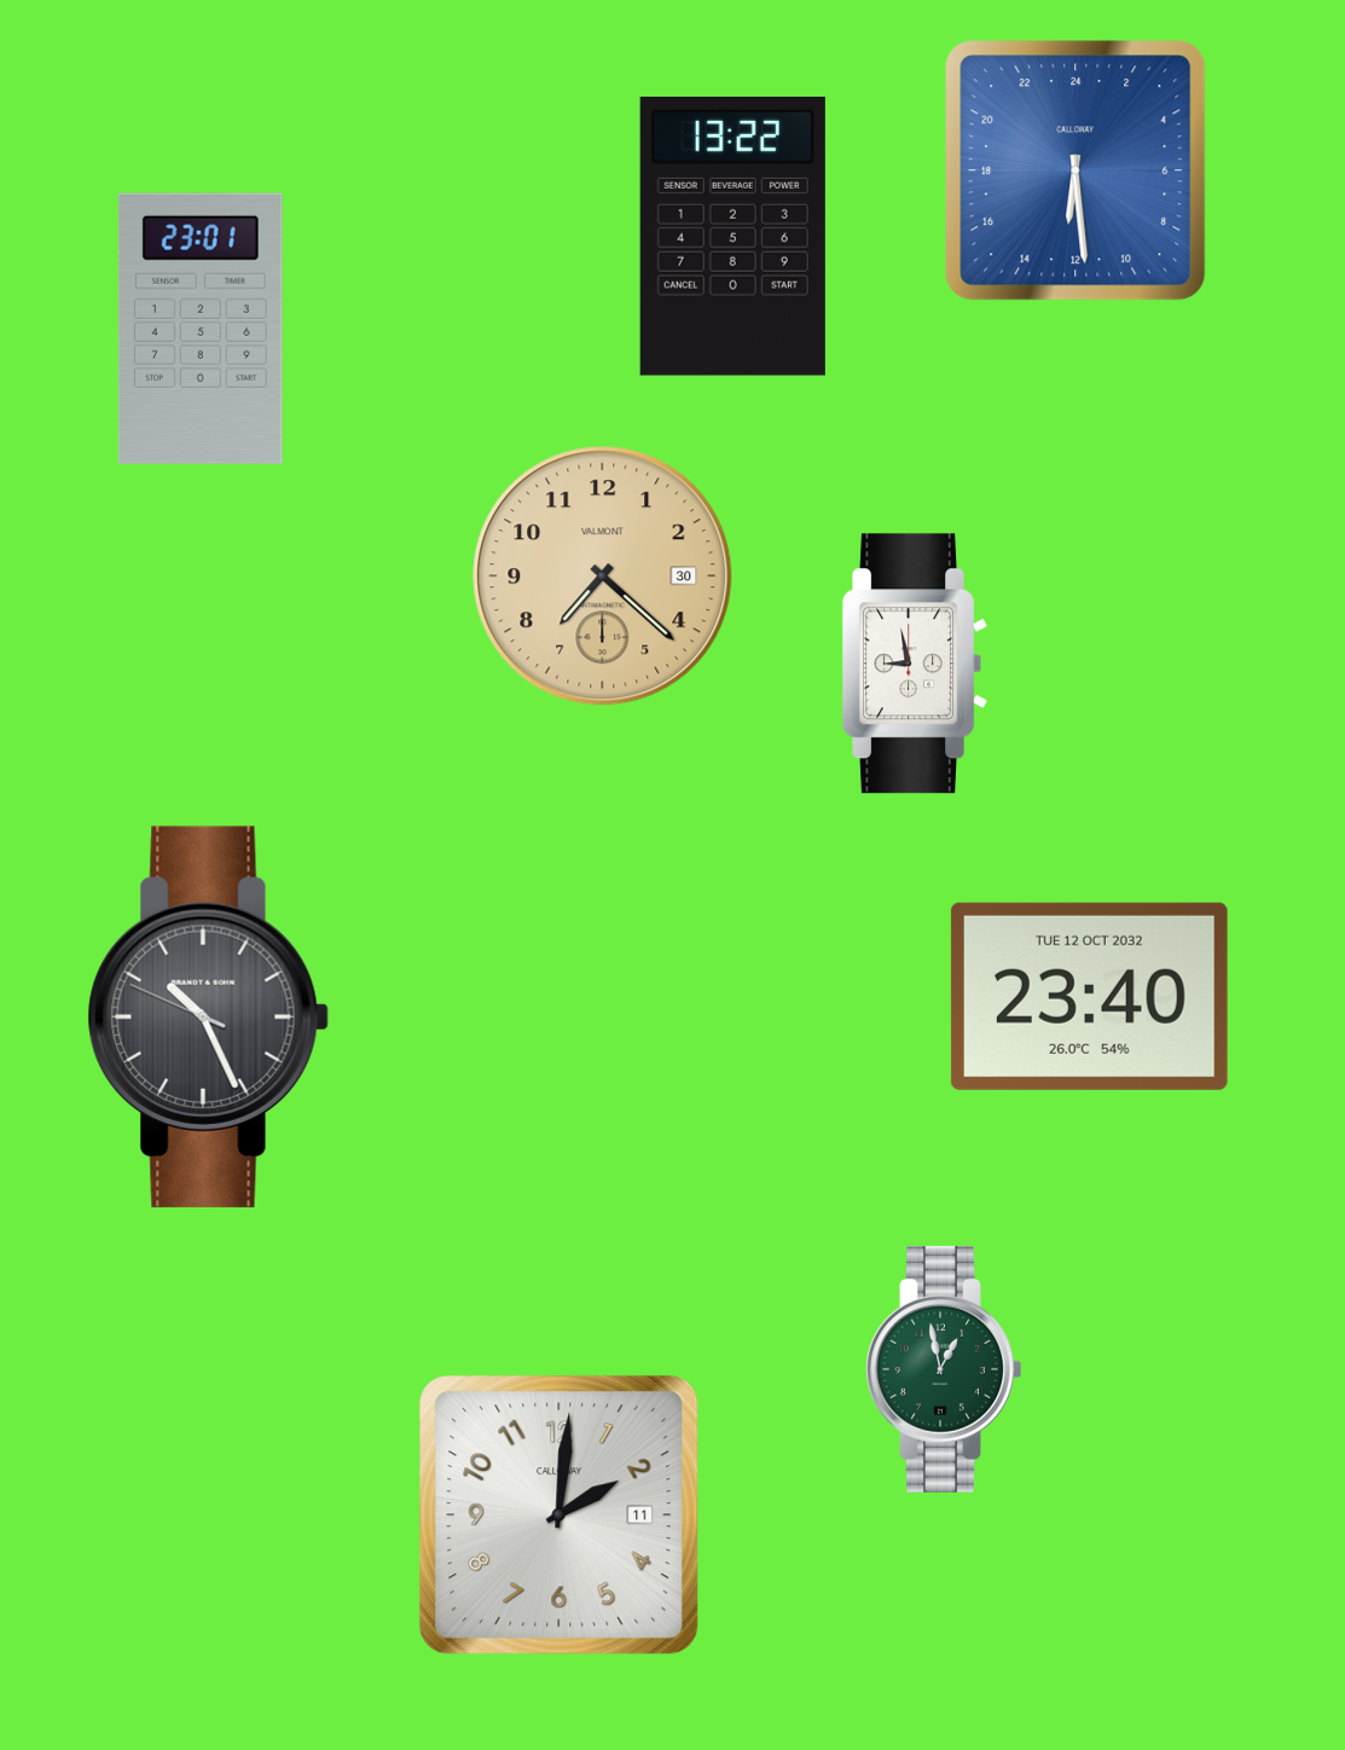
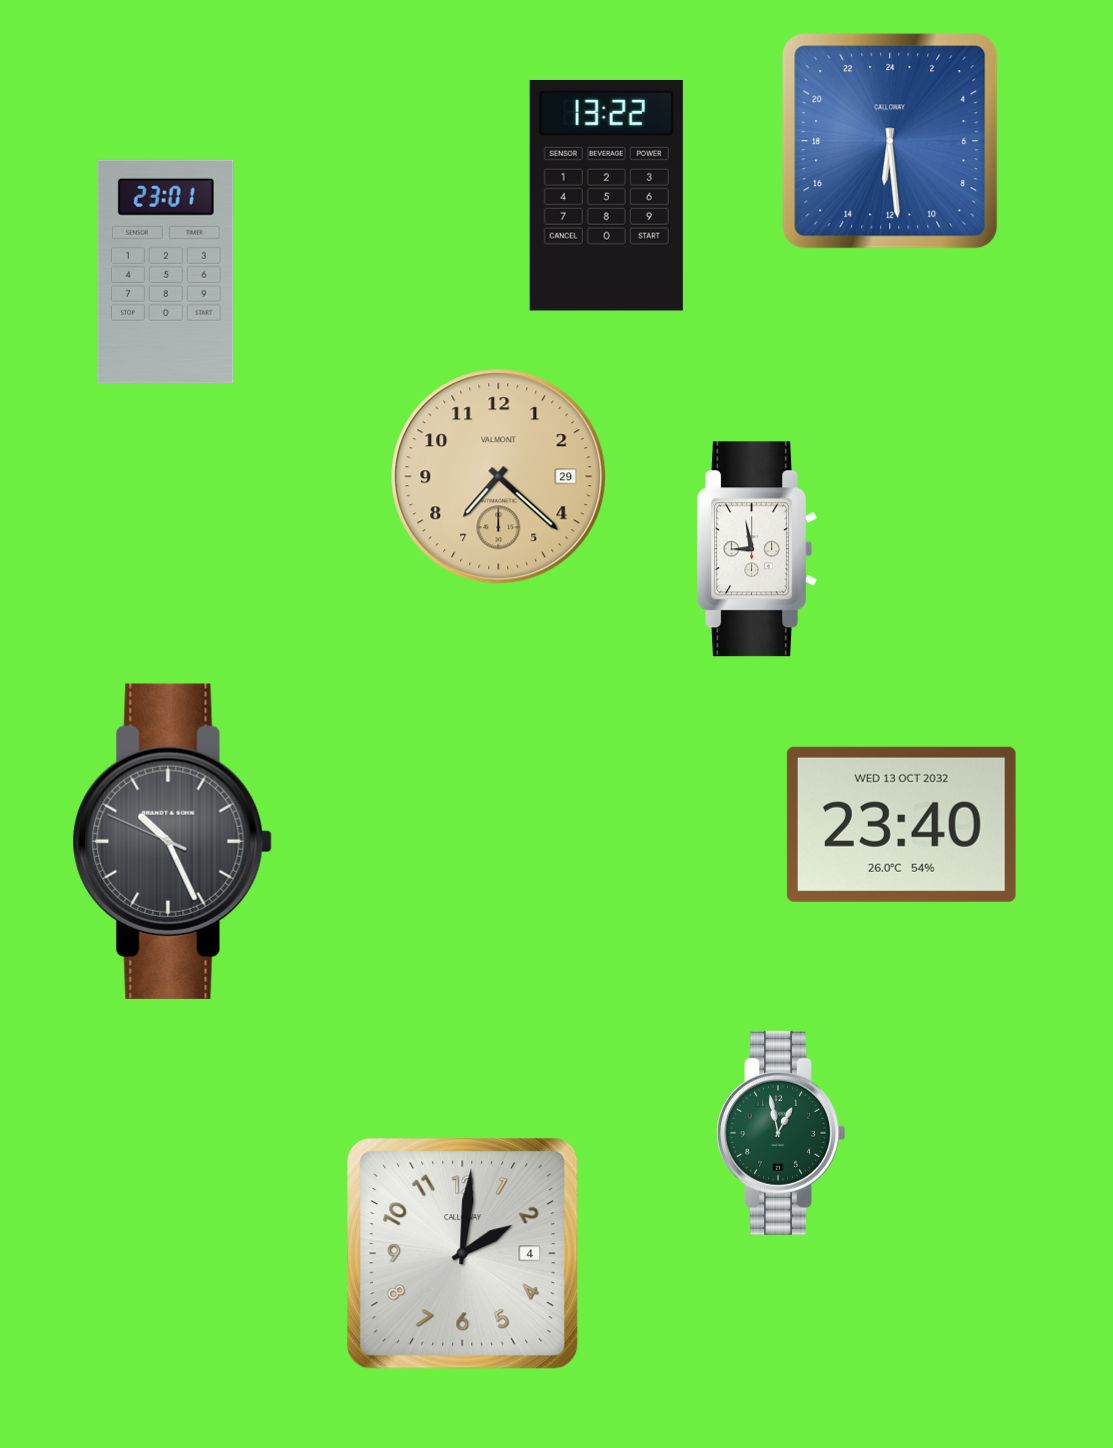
clock at (603, 576) date: 30 -> 29
clock at (1089, 996) date: TUE 12 OCT 2032 -> WED 13 OCT 2032
clock at (560, 1516) date: 11 -> 4
